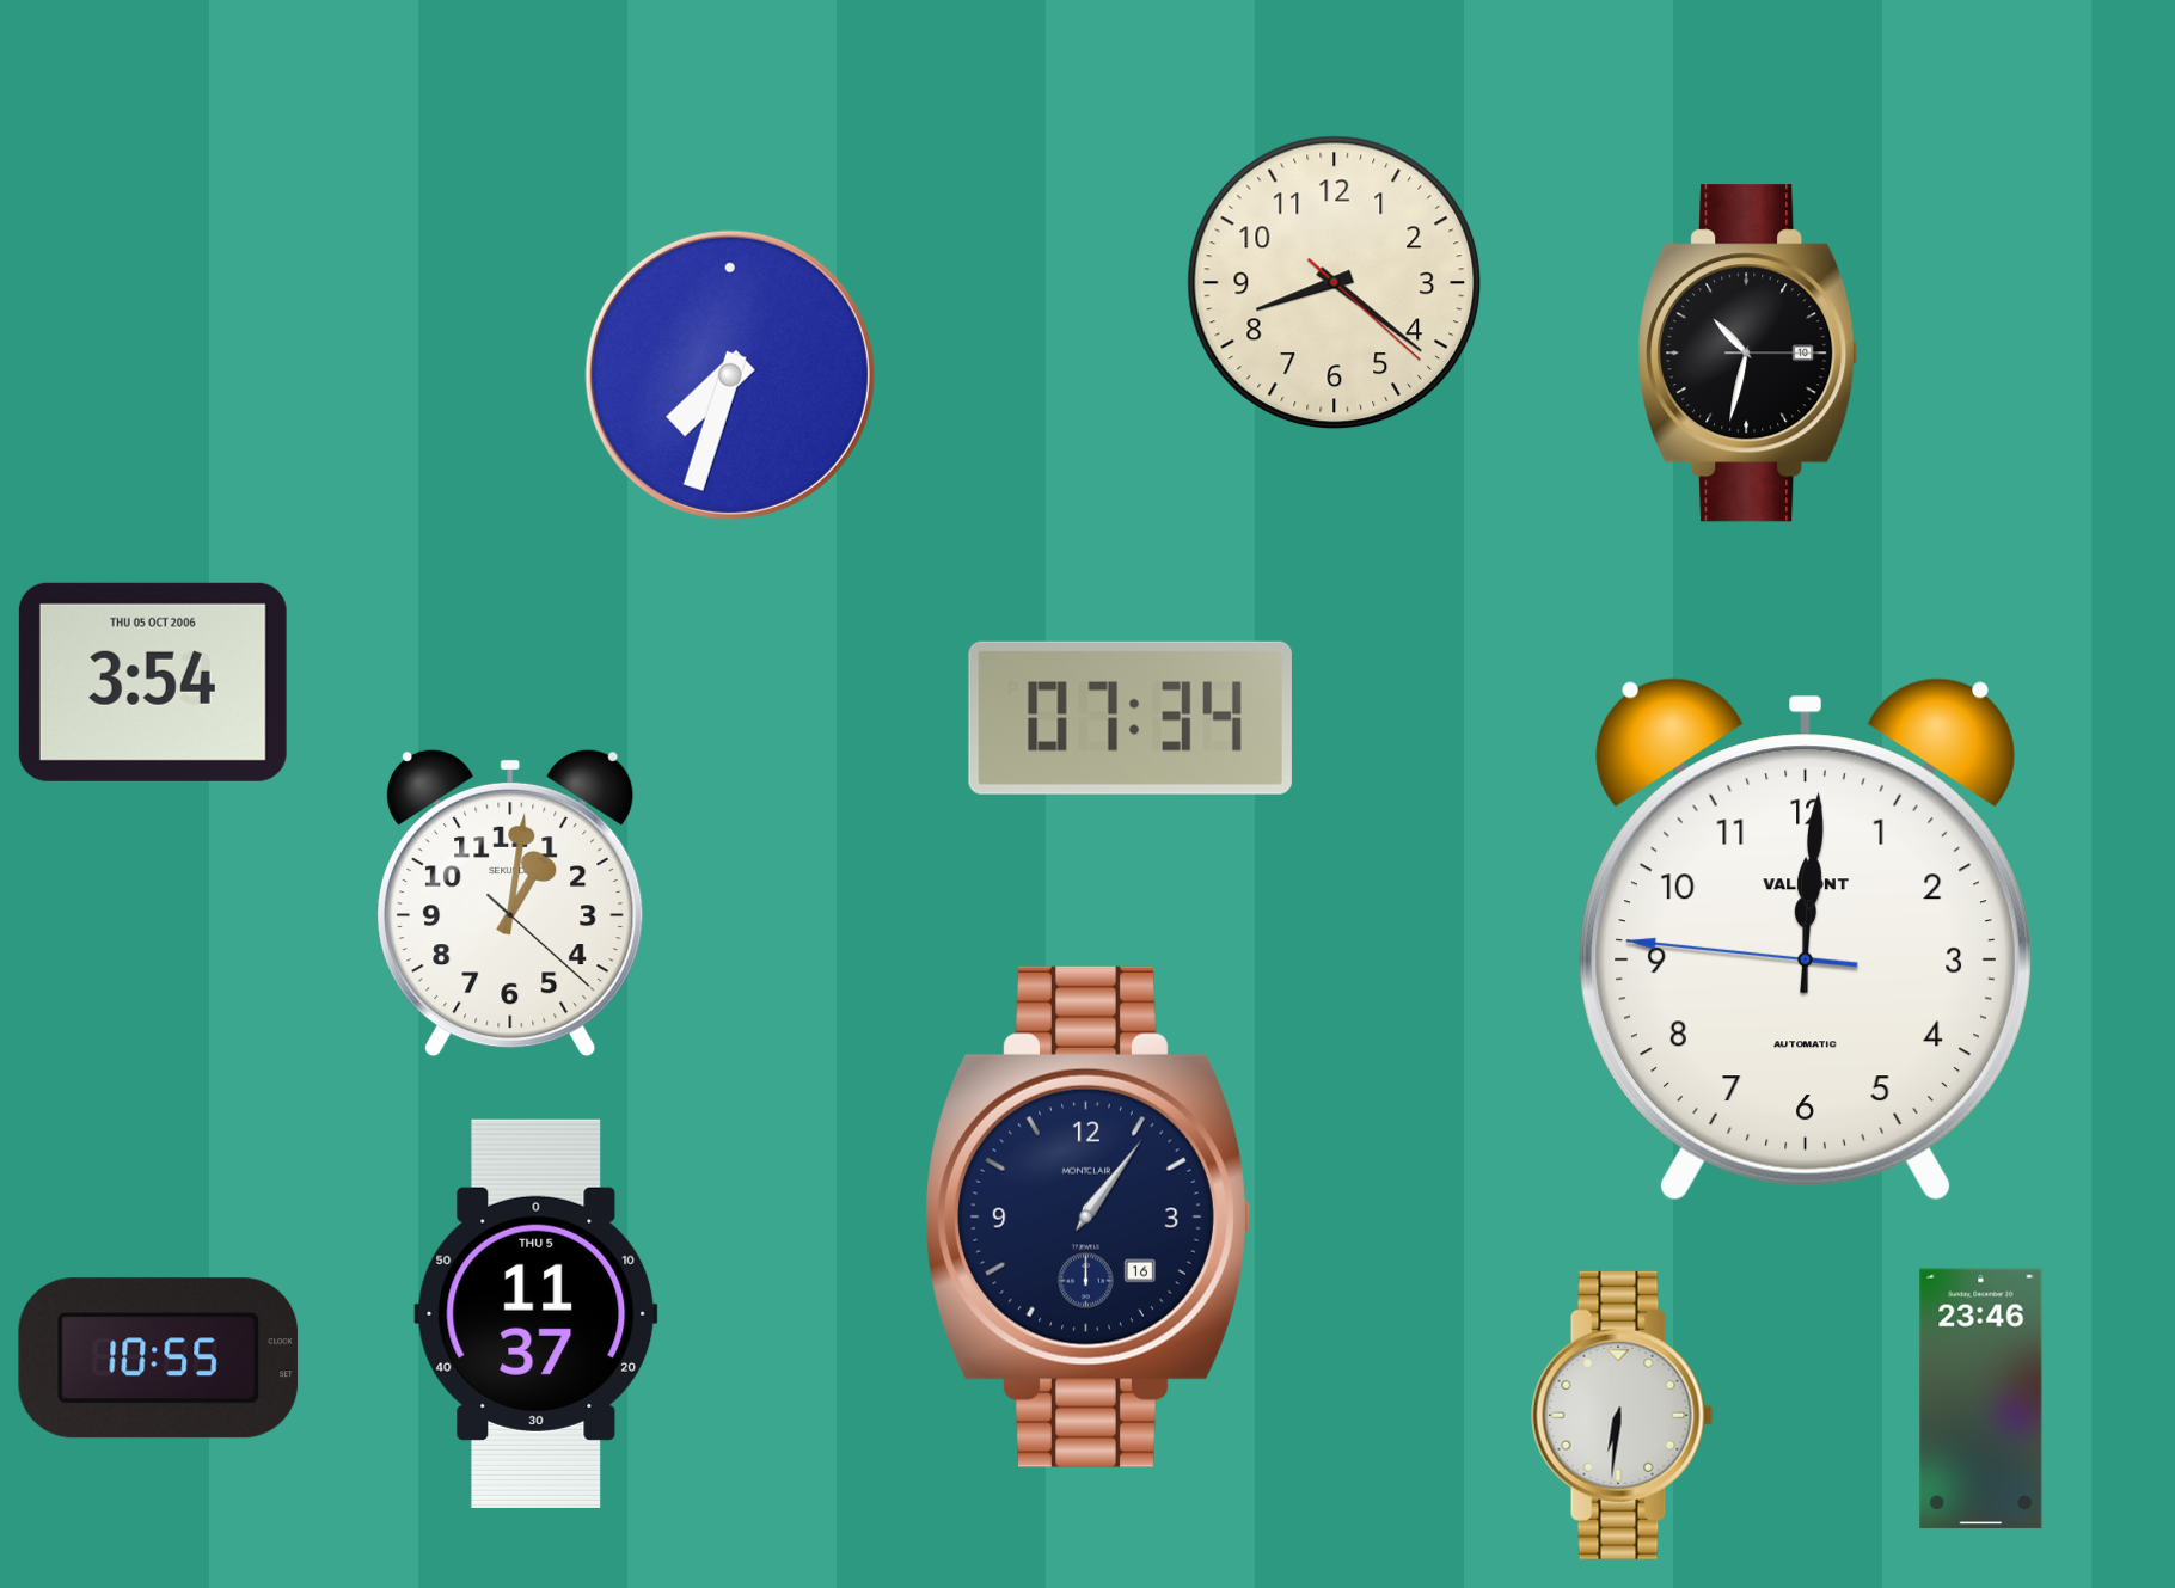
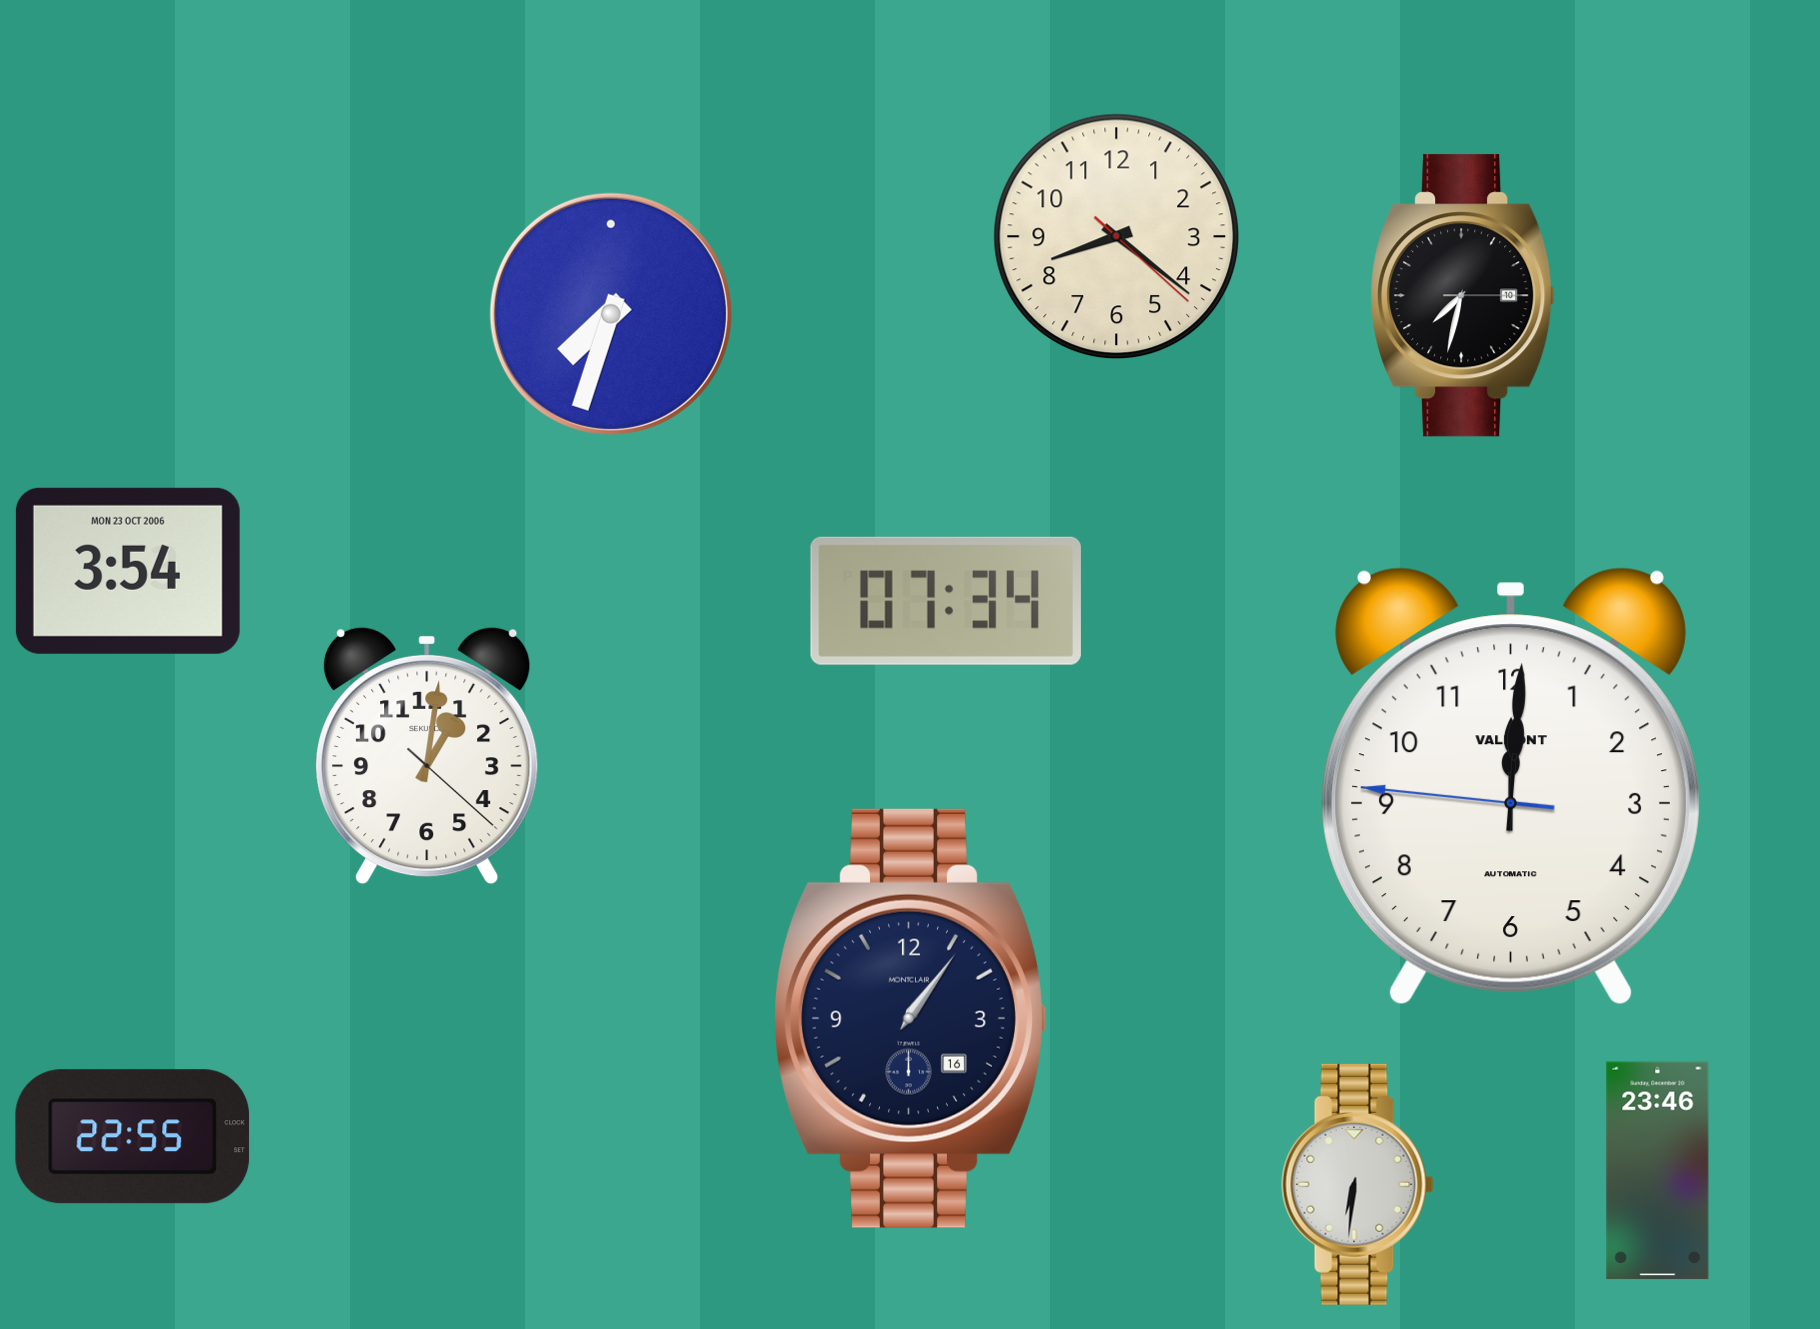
clock at (1748, 354): 10:32 -> 7:32
clock at (153, 682) date: THU 05 OCT 2006 -> MON 23 OCT 2006
clock at (537, 1313): 11:37 -> none
clock at (159, 1359): 10:55 -> 22:55
